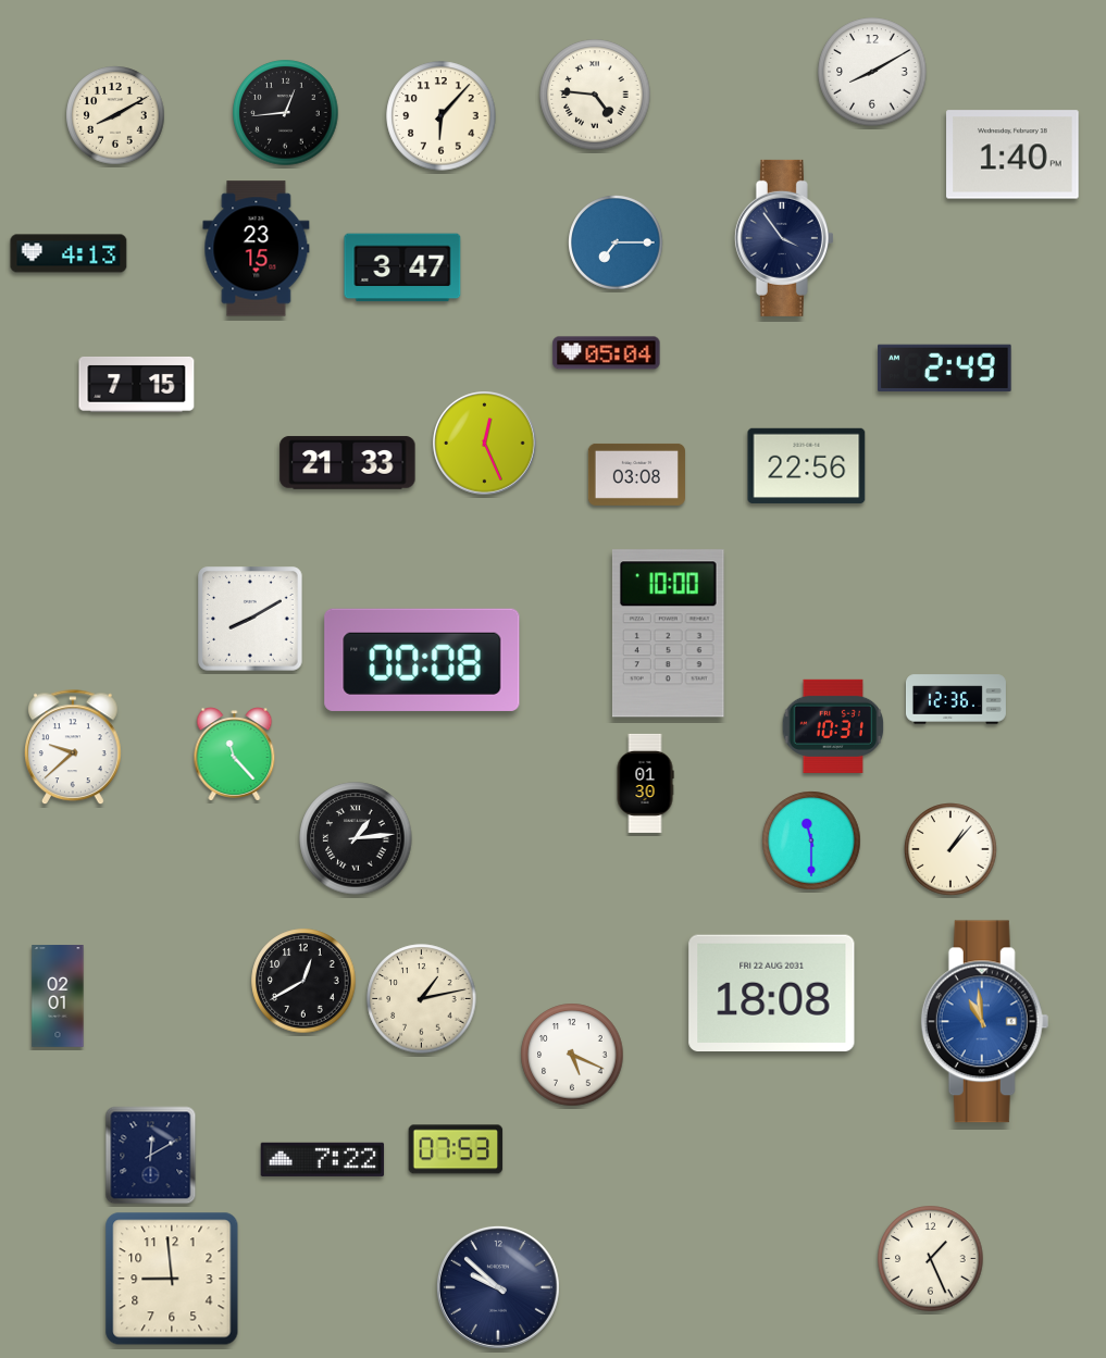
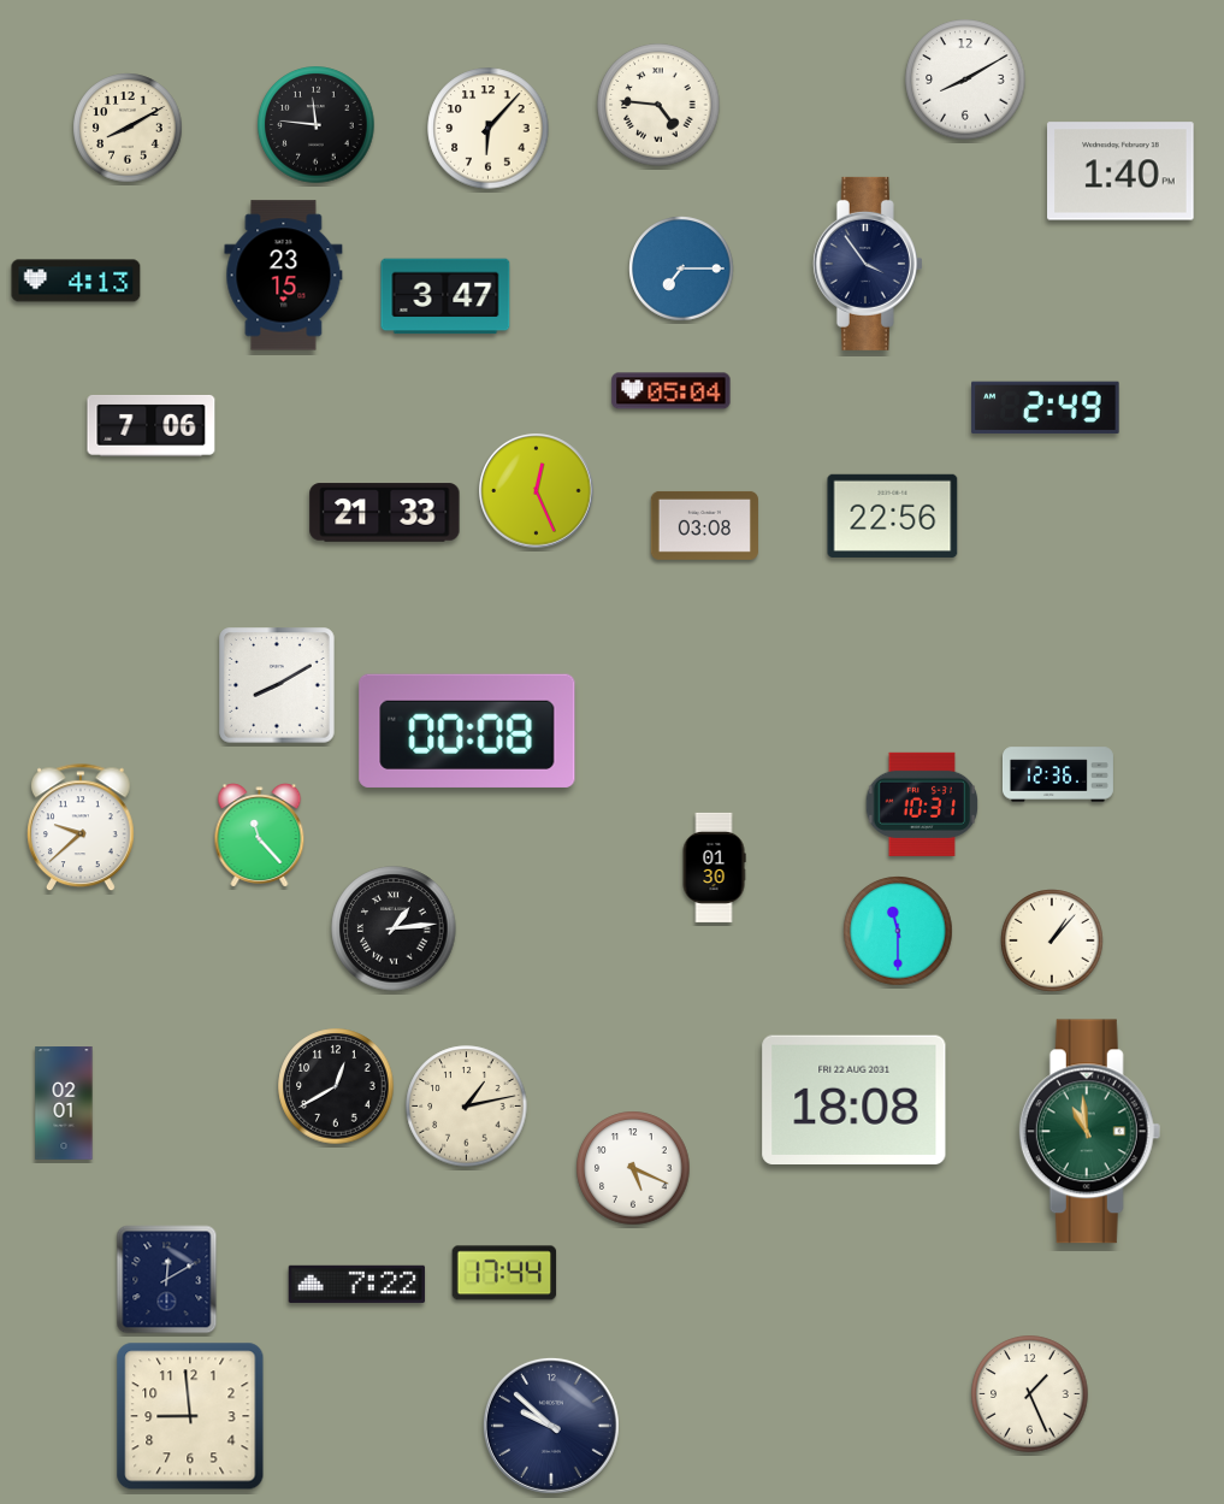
clock at (286, 113): 12:44 -> 11:46
clock at (137, 384): 7:15 -> 7:06
clock at (668, 634): 10:00 -> none
clock at (985, 1022) dial: blue -> green
clock at (456, 1149): 07:53 -> 17:44
